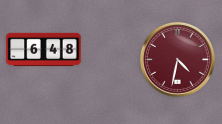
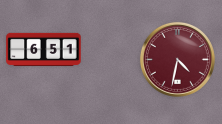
clock at (44, 49): 6:48 -> 6:51
